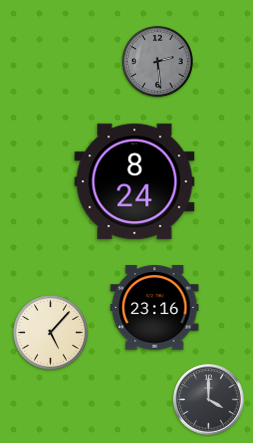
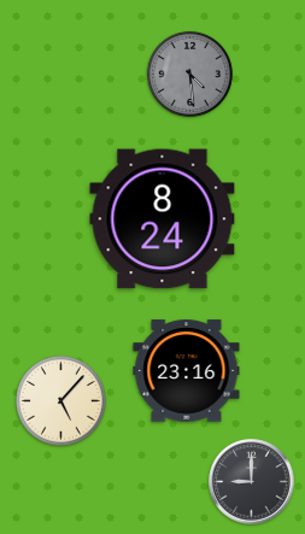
clock at (157, 61): 2:29 -> 4:29
clock at (209, 400): 4:00 -> 9:00
